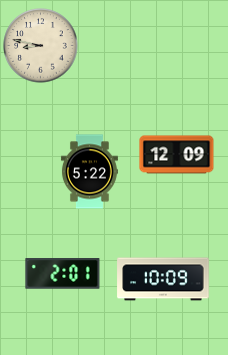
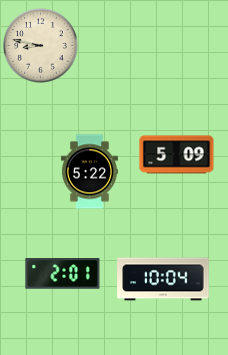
clock at (177, 155): 12:09 -> 5:09
clock at (163, 279): 10:09 -> 10:04
